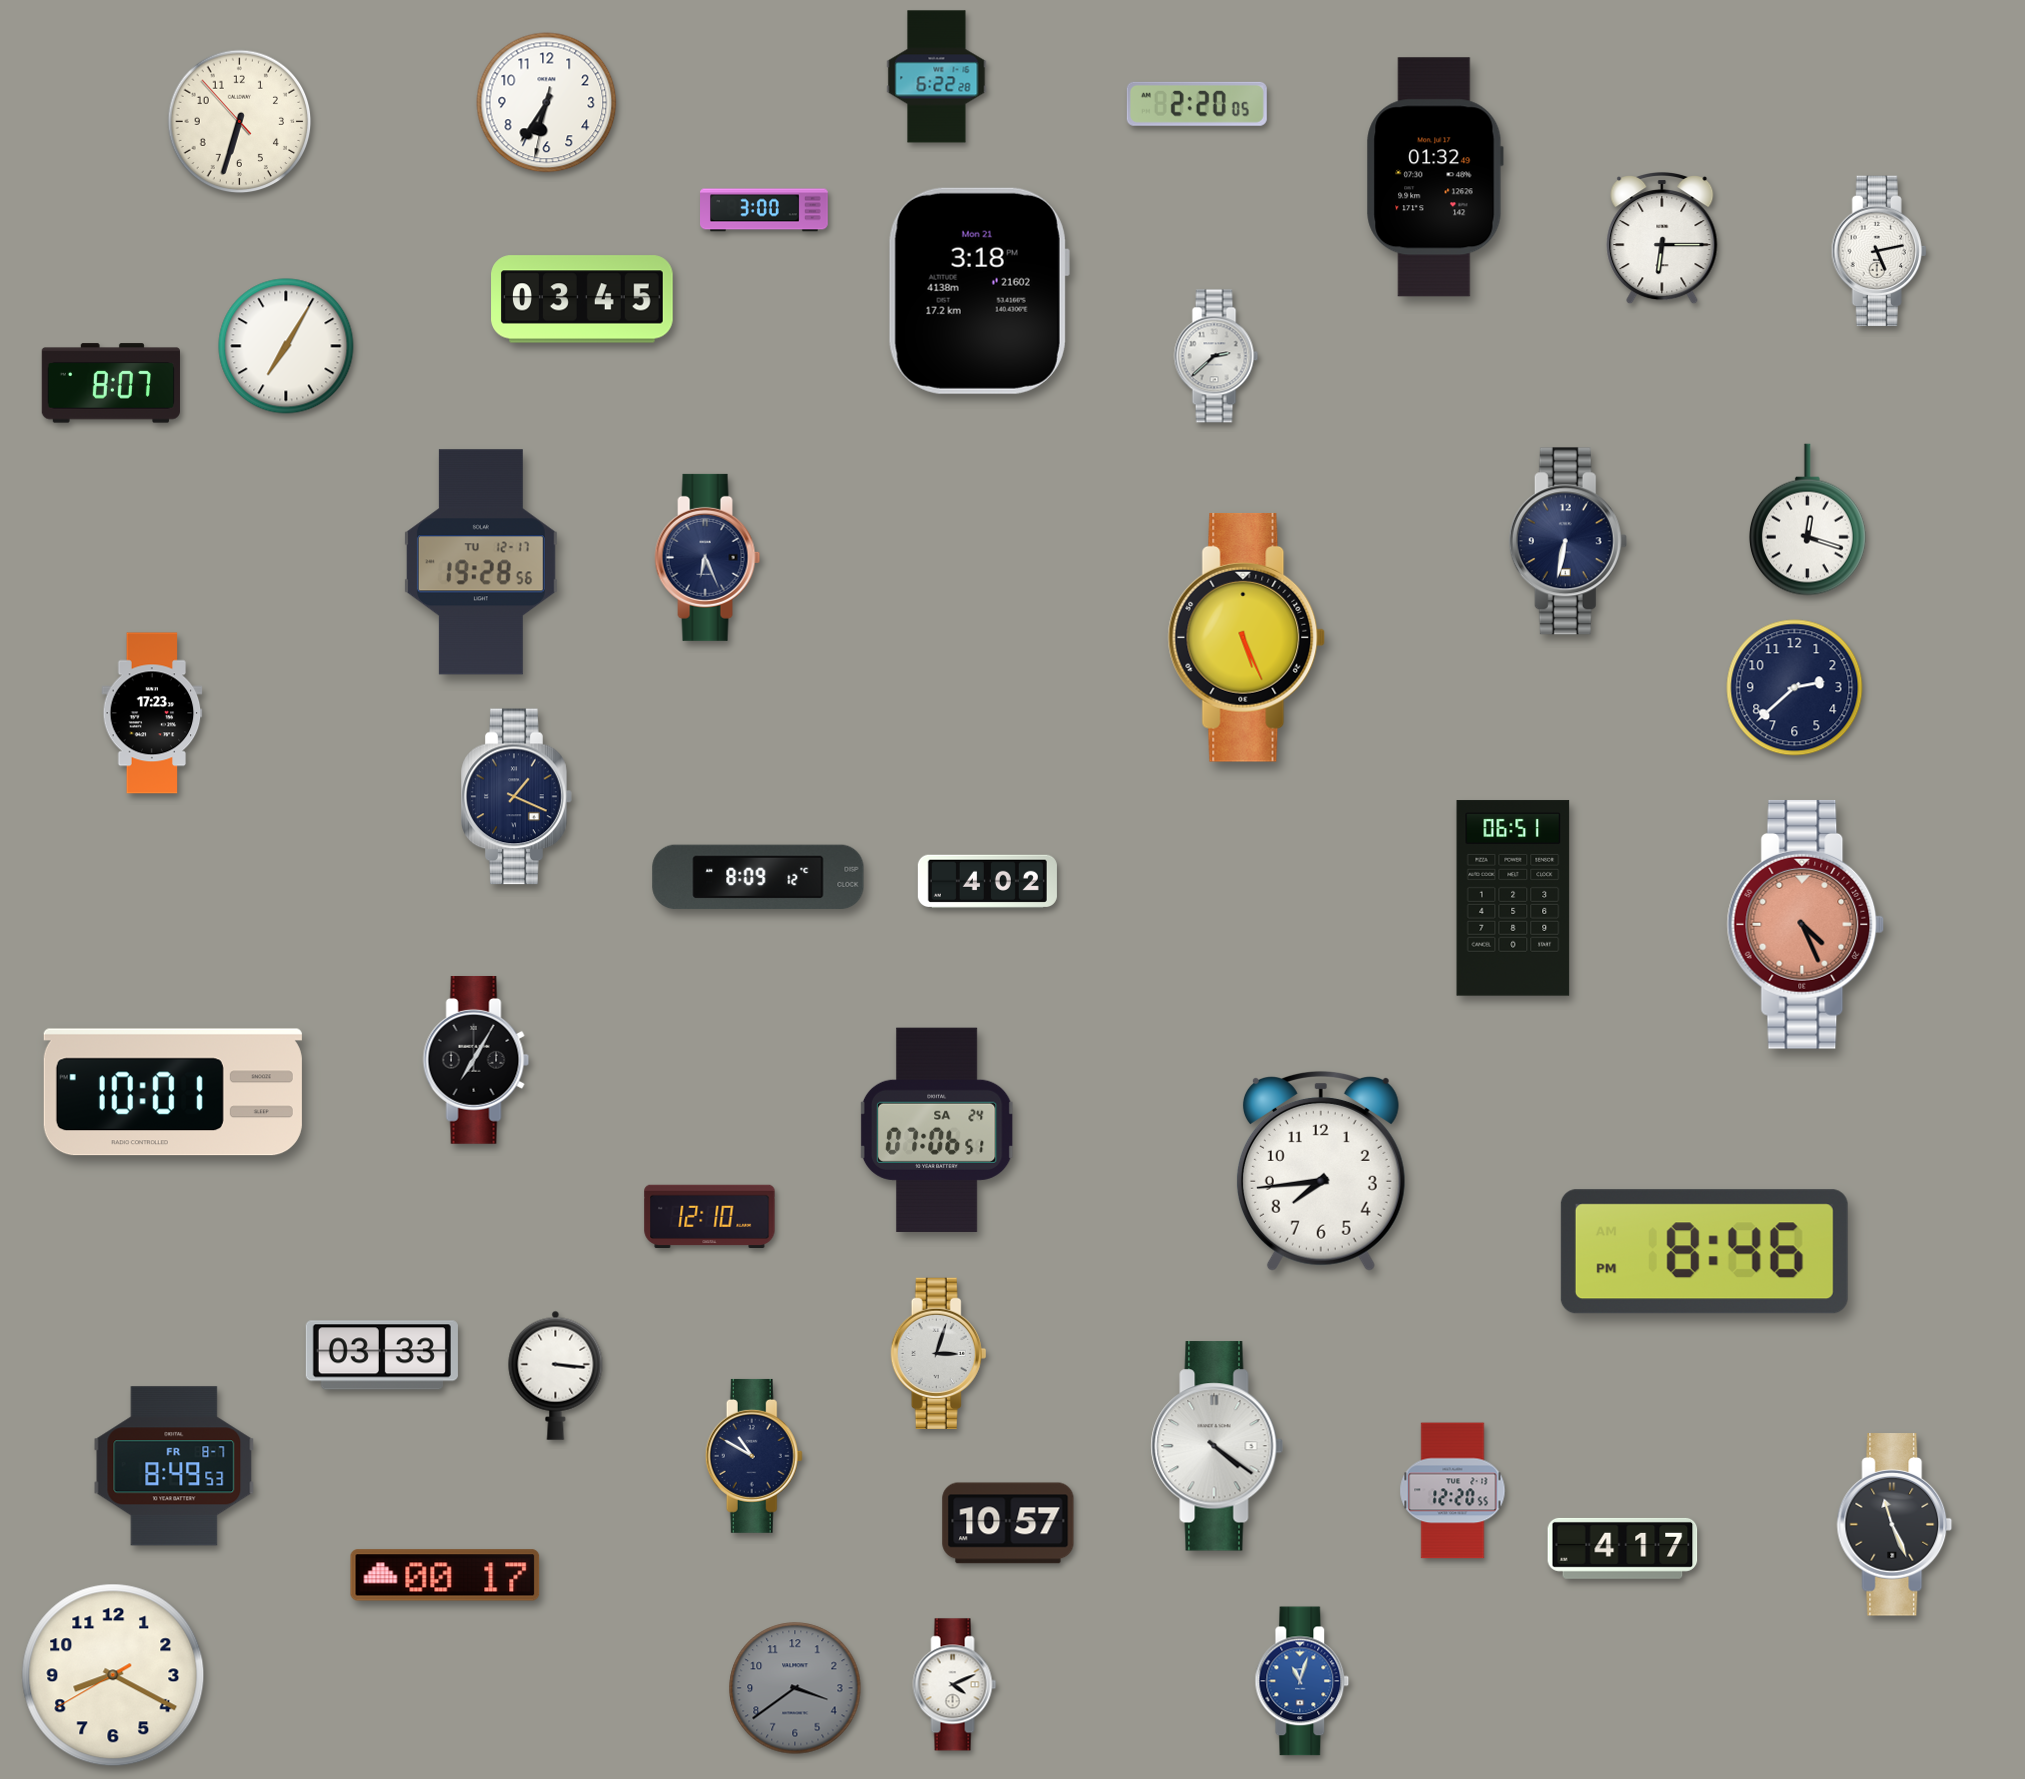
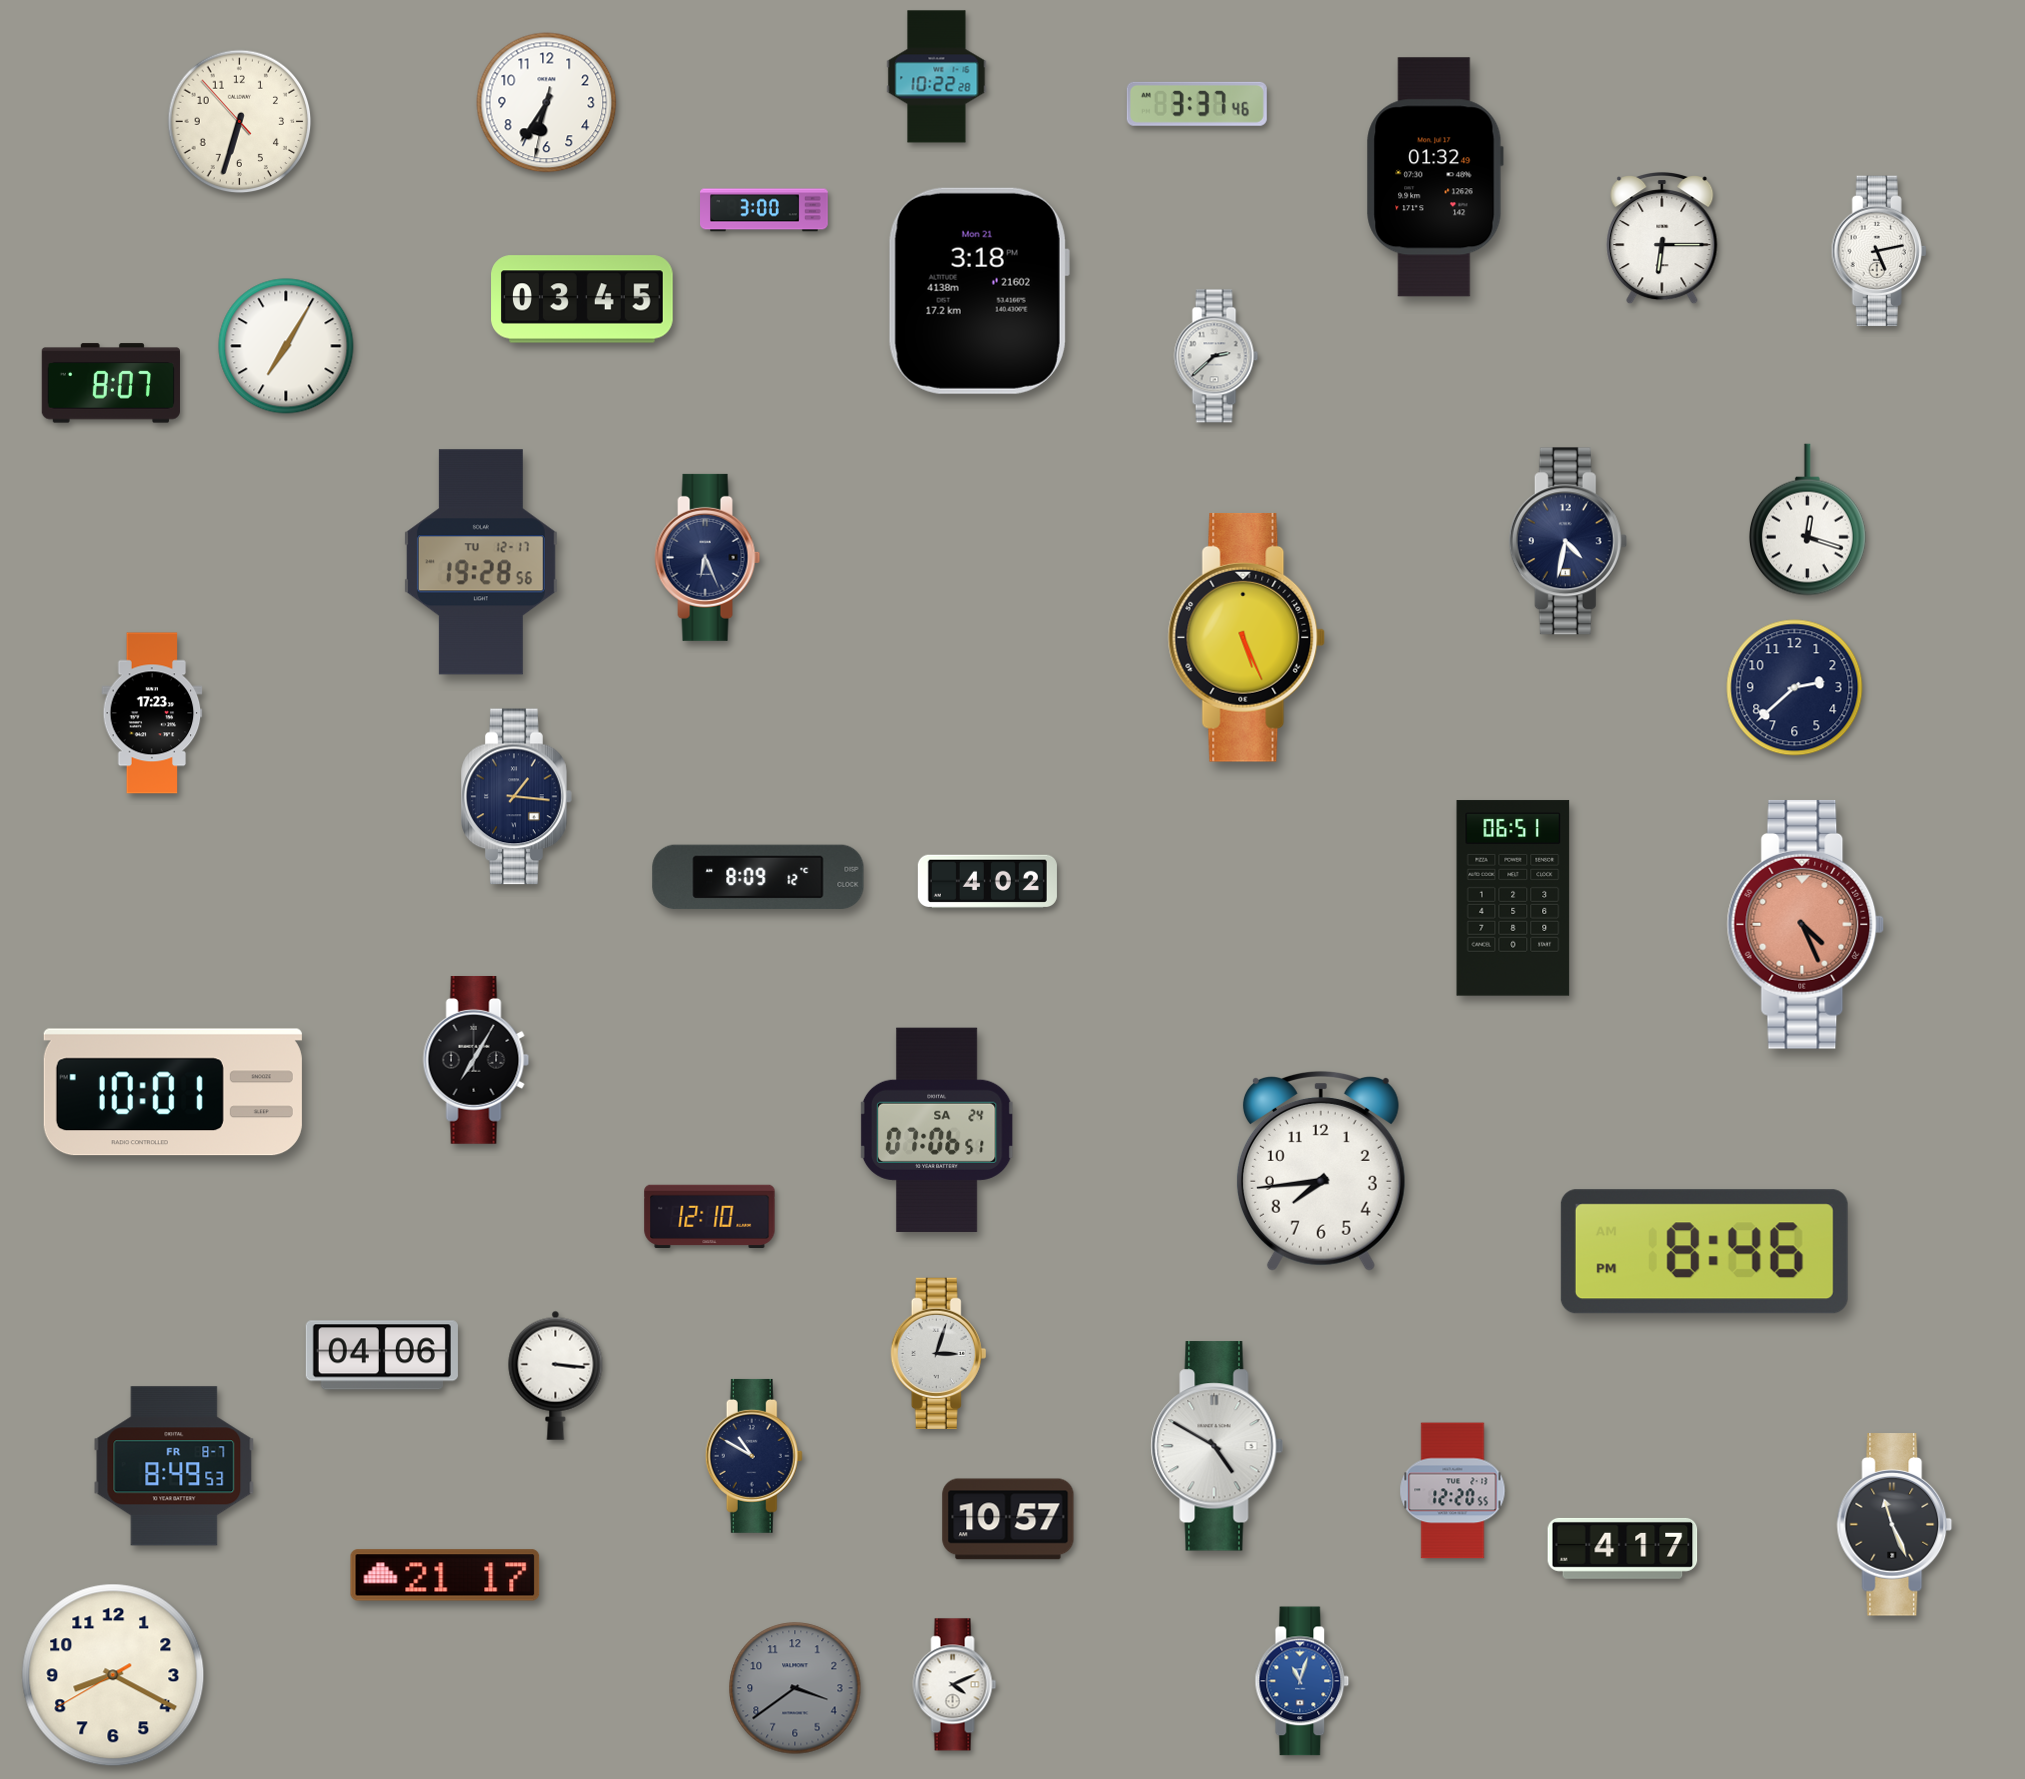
clock at (937, 77): 6:22 -> 10:22
clock at (1197, 104): 2:20 -> 3:37
clock at (1568, 541): 6:32 -> 4:32
clock at (517, 797): 1:19 -> 1:16
clock at (382, 1355): 03:33 -> 04:06
clock at (1217, 1446): 4:21 -> 4:50
clock at (1008, 1523) position: (1008, 1523) -> (1008, 1519)
clock at (445, 1575): 00:17 -> 21:17
